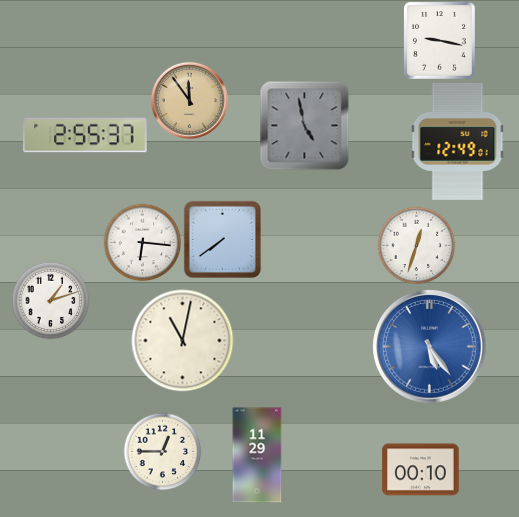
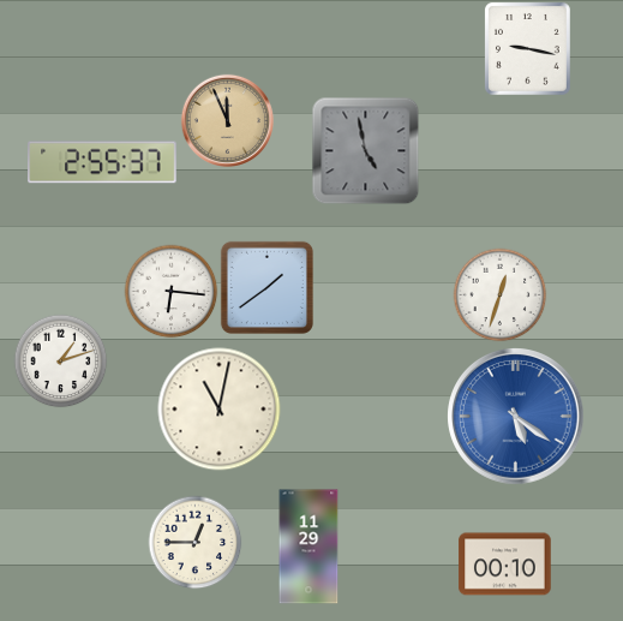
clock at (189, 100): 11:54 -> 11:56
clock at (458, 141): 12:49 -> none
clock at (222, 239): 7:39 -> 1:39
clock at (430, 347): 5:24 -> 5:21
